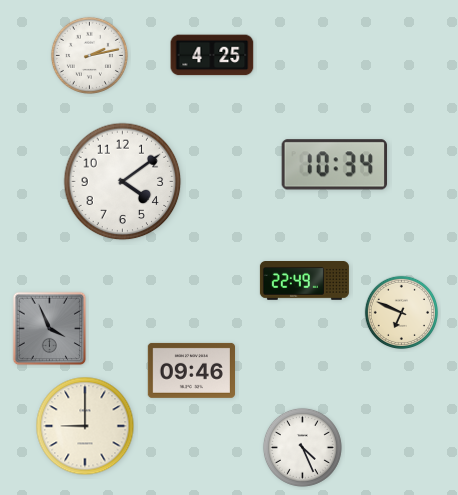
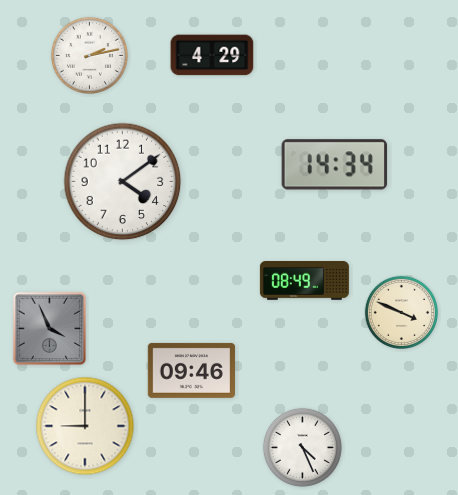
clock at (212, 55): 4:25 -> 4:29
clock at (334, 165): 10:34 -> 14:34
clock at (304, 281): 22:49 -> 08:49
clock at (401, 312): 6:49 -> 3:49
